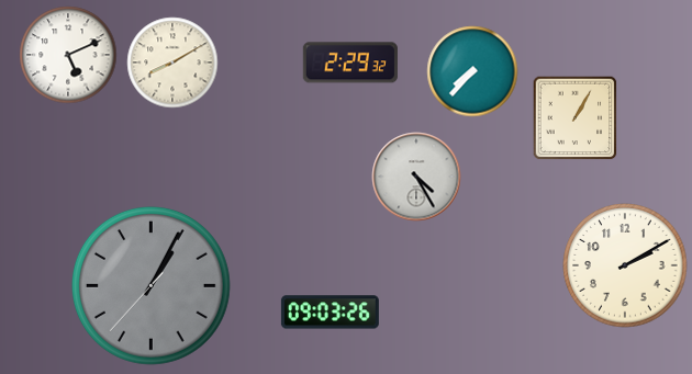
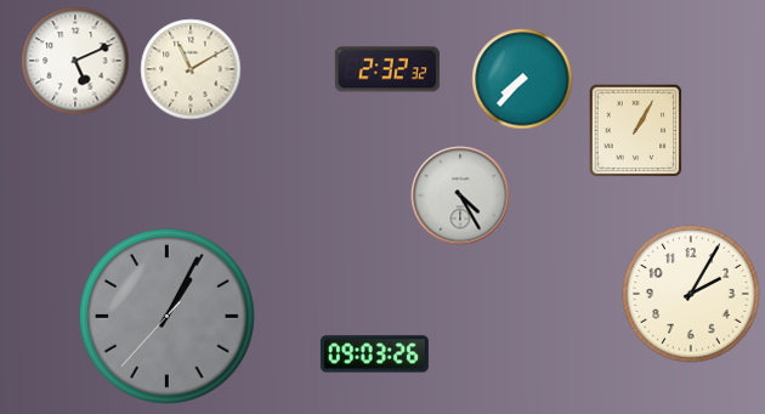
clock at (172, 63): 8:10 -> 11:10
clock at (350, 63): 2:29 -> 2:32
clock at (625, 265): 2:10 -> 2:05
clock at (330, 313) position: (330, 313) -> (374, 355)
